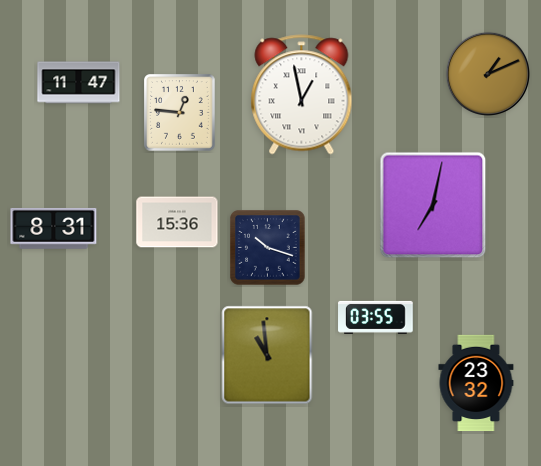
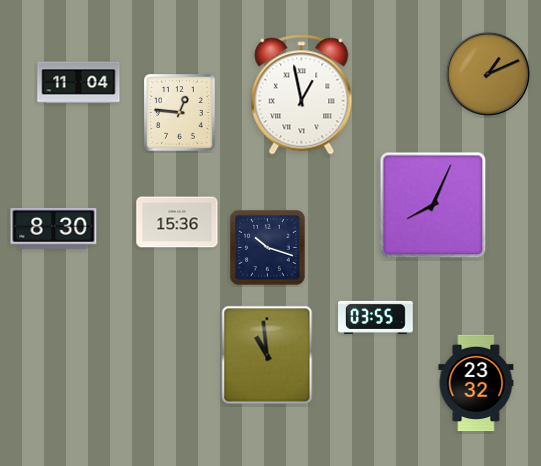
clock at (79, 83): 11:47 -> 11:04
clock at (433, 205): 7:02 -> 8:04
clock at (54, 228): 8:31 -> 8:30
